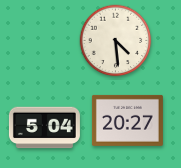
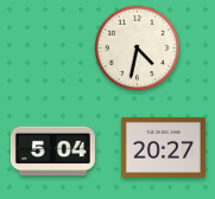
clock at (116, 41): 4:29 -> 4:32
clock at (127, 120) position: (127, 120) -> (163, 147)
